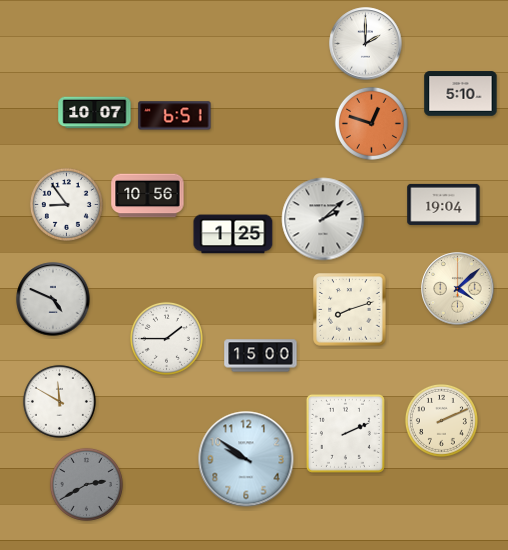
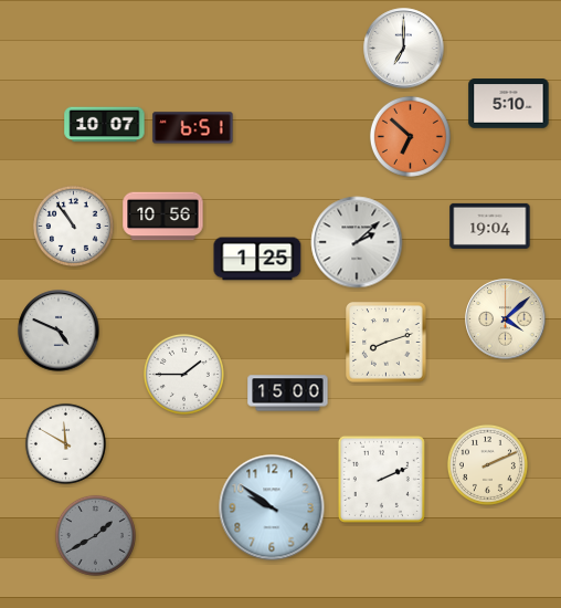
clock at (366, 44): 2:00 -> 7:00
clock at (371, 123): 12:48 -> 6:52
clock at (66, 204): 8:54 -> 10:54
clock at (86, 484): 2:40 -> 1:40
